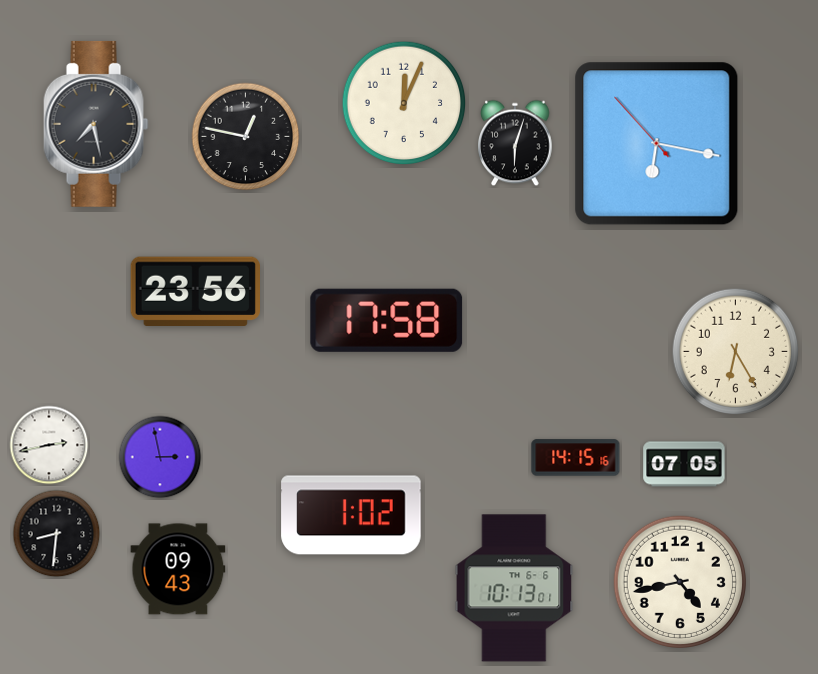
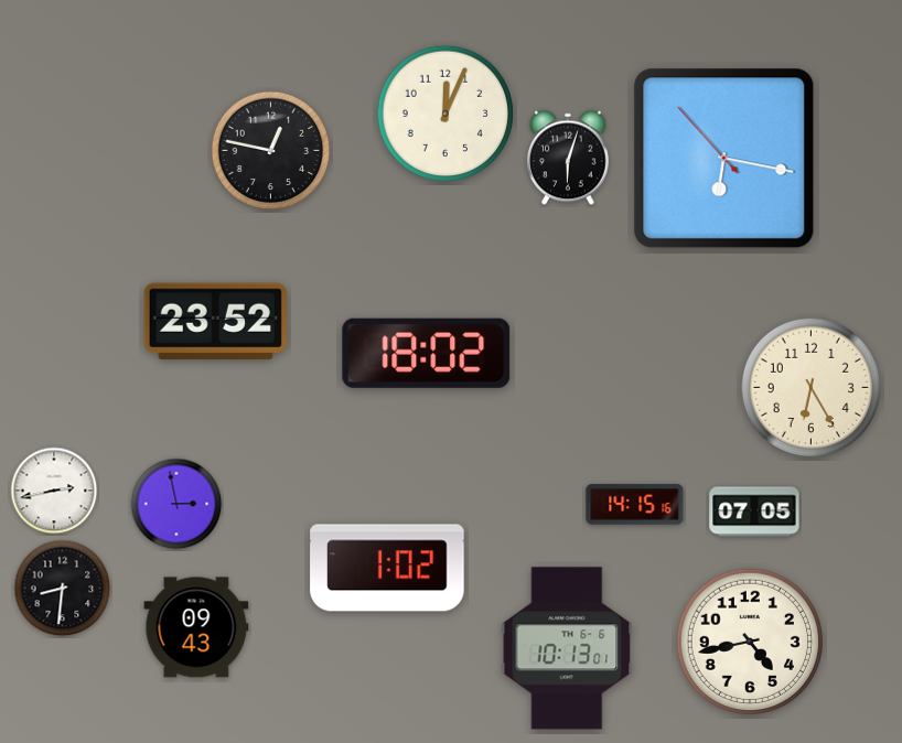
clock at (96, 124): 7:28 -> none
clock at (195, 292): 23:56 -> 23:52
clock at (387, 320): 17:58 -> 18:02
